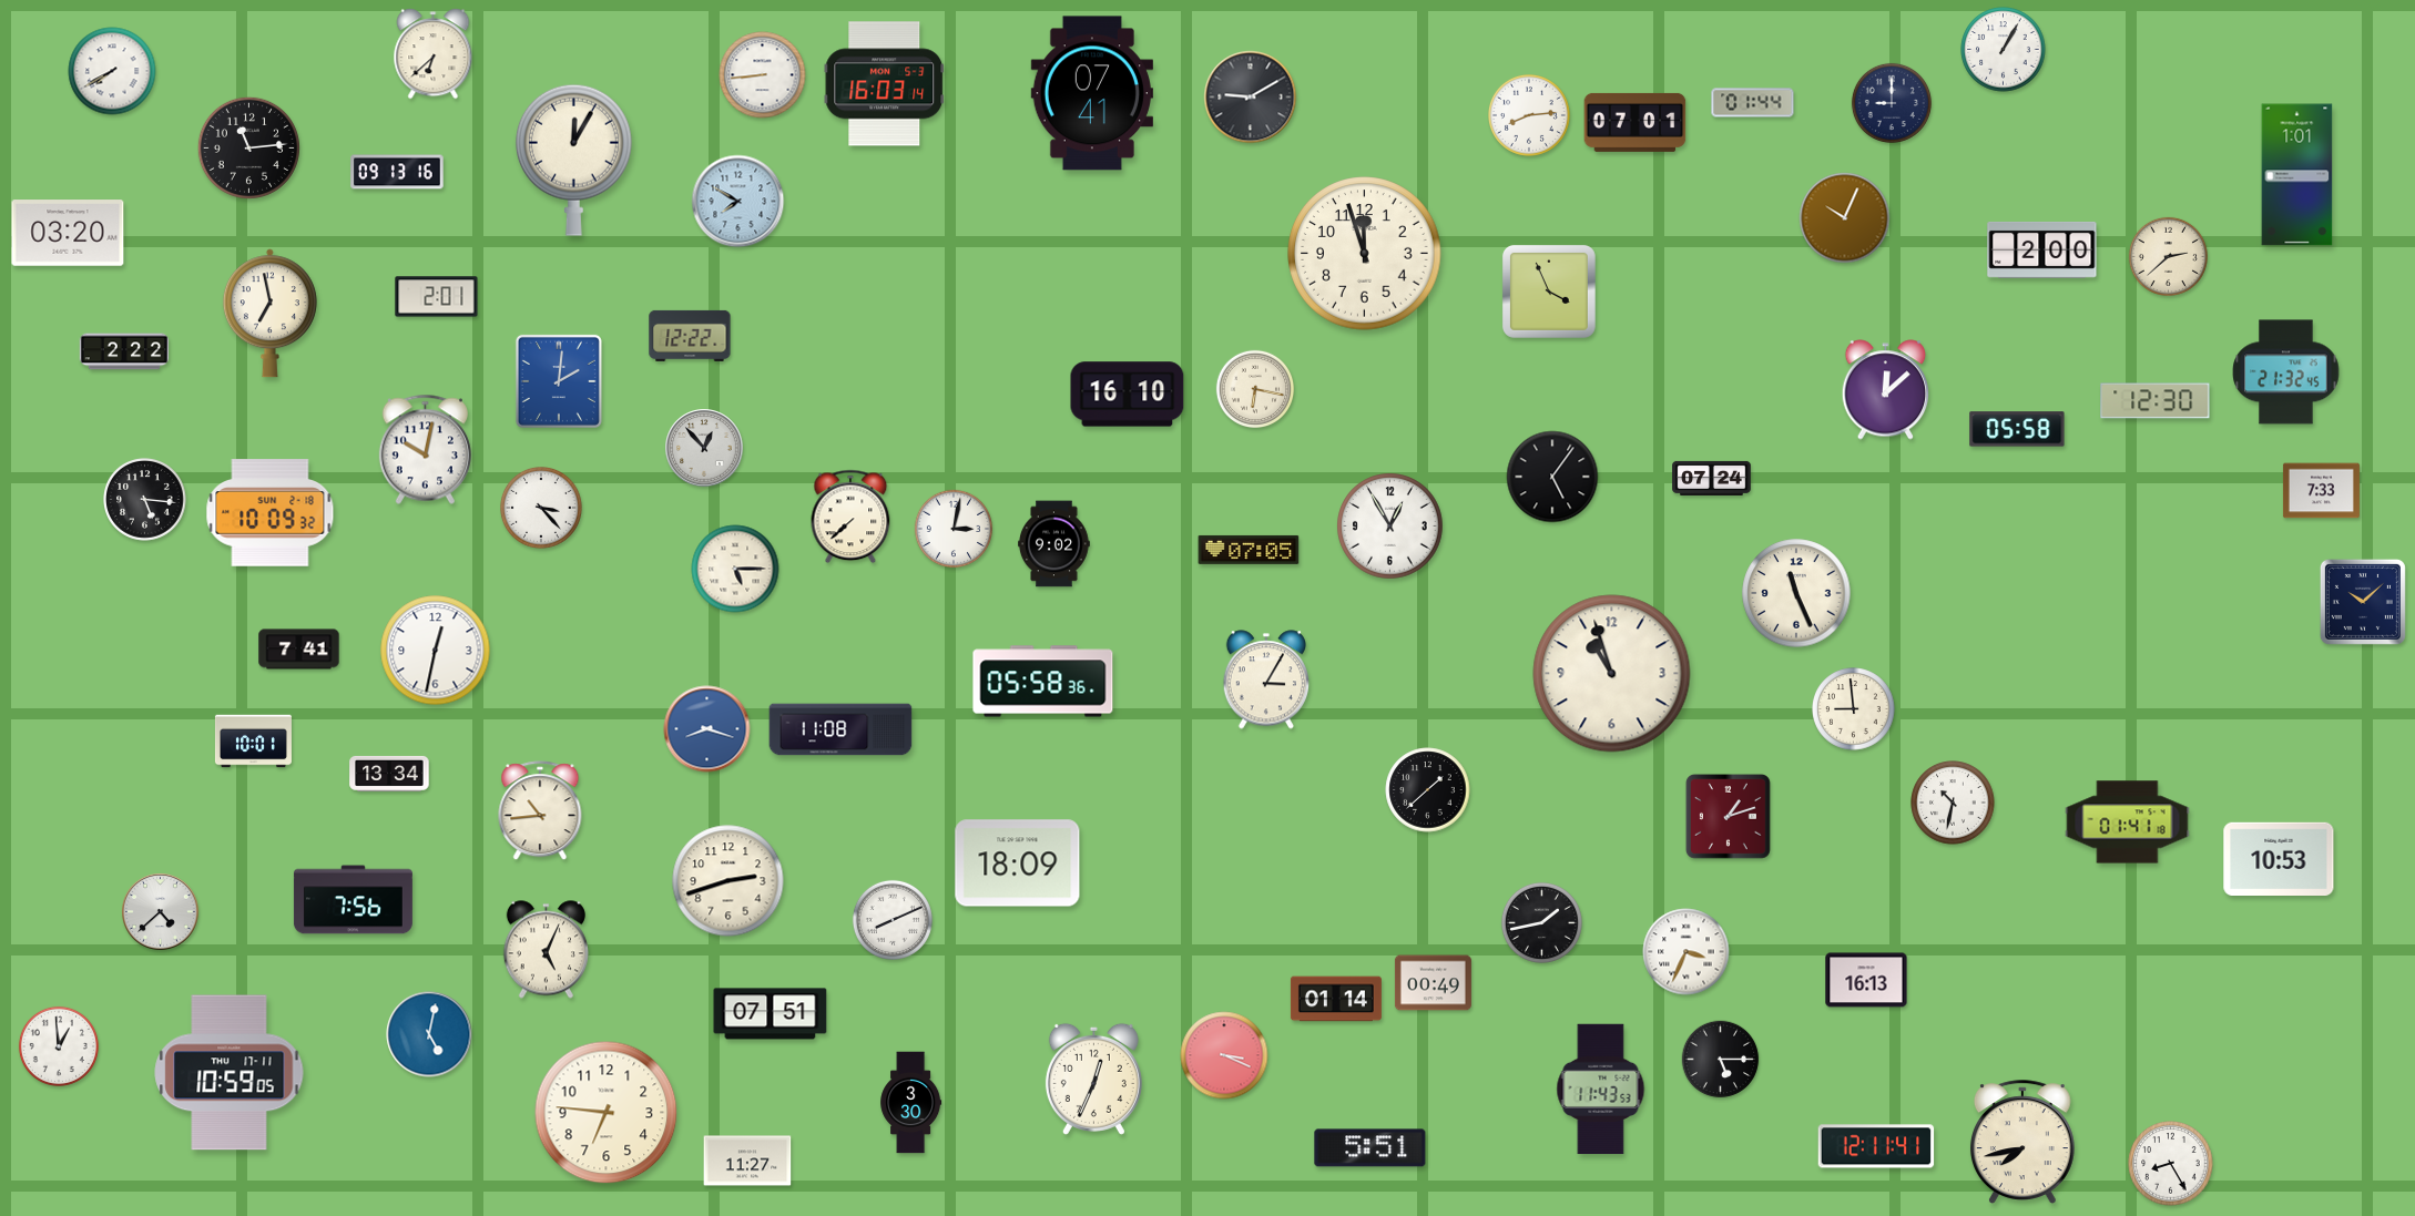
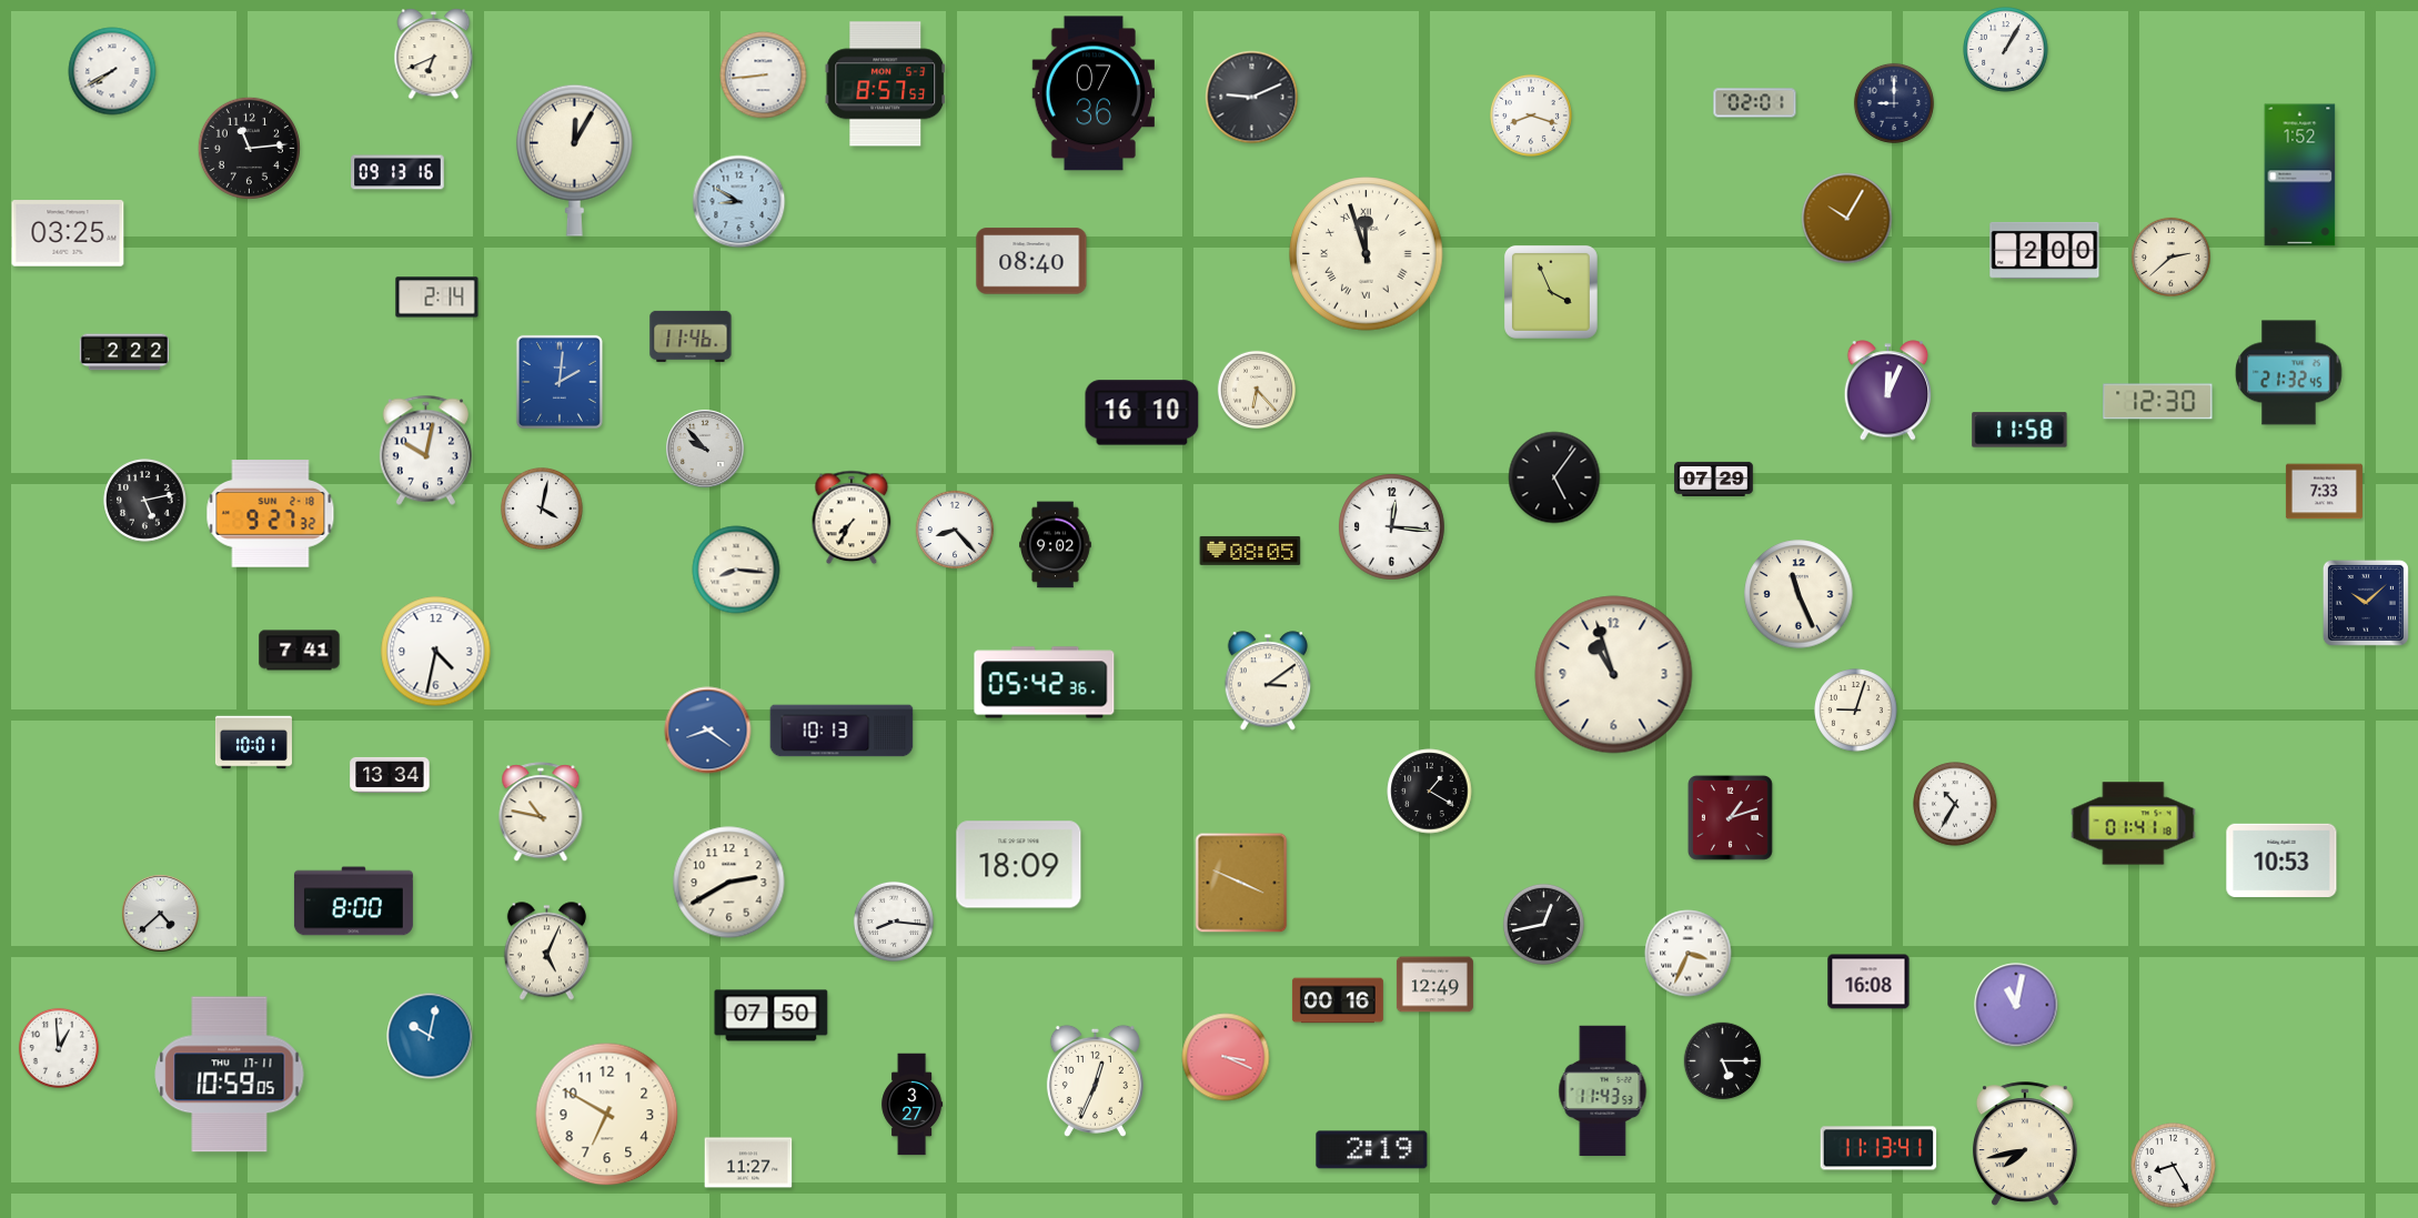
clock at (434, 54): 6:38 -> 6:41
clock at (885, 84): 16:03 -> 8:57
clock at (1091, 93): 07:41 -> 07:36
clock at (1251, 98): 9:10 -> 9:11
clock at (1753, 103): 01:44 -> 02:01
clock at (1530, 116): 8:14 -> 8:18
clock at (1636, 122): 07:01 -> none
clock at (2297, 175): 1:01 -> 1:52
clock at (738, 202): 7:50 -> 8:50
clock at (1845, 218): 10:04 -> 10:05
clock at (68, 233): 03:20 -> 03:25
clock at (1365, 254) numerals: Arabic -> Roman
clock at (1031, 261): none -> 08:40
clock at (437, 297): 2:01 -> 2:14
clock at (269, 314): 6:58 -> none
clock at (690, 336): 12:22 -> 11:46
clock at (1255, 389): 6:17 -> 6:23
clock at (1886, 390): 12:08 -> 12:04
clock at (1128, 395) position: (1128, 395) -> (1142, 413)
clock at (2017, 429): 05:58 -> 11:58
clock at (704, 448): 12:53 -> 9:53
clock at (1712, 478): 07:24 -> 07:29
clock at (145, 500): 5:16 -> 5:13
clock at (542, 509): 3:23 -> 4:02
clock at (271, 513): 10:09 -> 9:27
clock at (850, 517): 7:38 -> 7:35
clock at (1390, 527): 12:55 -> 12:16
clock at (954, 529): 3:02 -> 8:23
clock at (1249, 550): 07:05 -> 08:05
clock at (735, 569): 5:15 -> 8:16
clock at (436, 651): 12:32 -> 4:32
clock at (1265, 679): 3:05 -> 3:09
clock at (1043, 682): 05:58 -> 05:42
clock at (1854, 709): 8:59 -> 9:03
clock at (707, 729): 8:18 -> 8:21
clock at (840, 729): 11:08 -> 10:13
clock at (1428, 790): 1:38 -> 1:20
clock at (1953, 803): 10:32 -> 10:35
clock at (540, 811): 10:44 -> 10:47
clock at (2128, 822) position: (2128, 822) -> (2134, 824)
clock at (728, 881): 2:42 -> 2:40
clock at (1241, 883): none -> 3:49
clock at (353, 900): 7:56 -> 8:00
clock at (893, 920): 8:11 -> 8:16
clock at (1541, 922): 1:43 -> 12:43
clock at (1866, 980): 16:13 -> 16:08
clock at (1433, 983): 00:49 -> 12:49
clock at (1336, 999): 01:14 -> 00:16
clock at (2016, 1005): none -> 11:02
clock at (771, 1014): 07:51 -> 07:50
clock at (429, 1034): 5:02 -> 10:02
clock at (911, 1103): 3:30 -> 3:27
clock at (607, 1113): 6:46 -> 6:50
clock at (1876, 1146): 12:11 -> 11:13
clock at (1370, 1148): 5:51 -> 2:19
